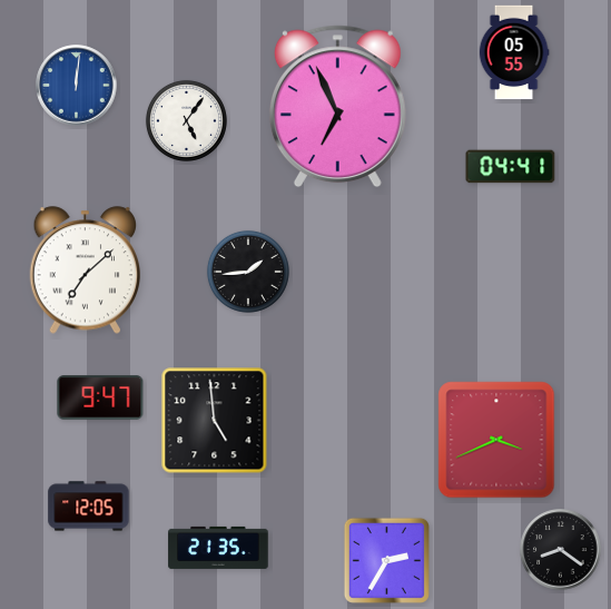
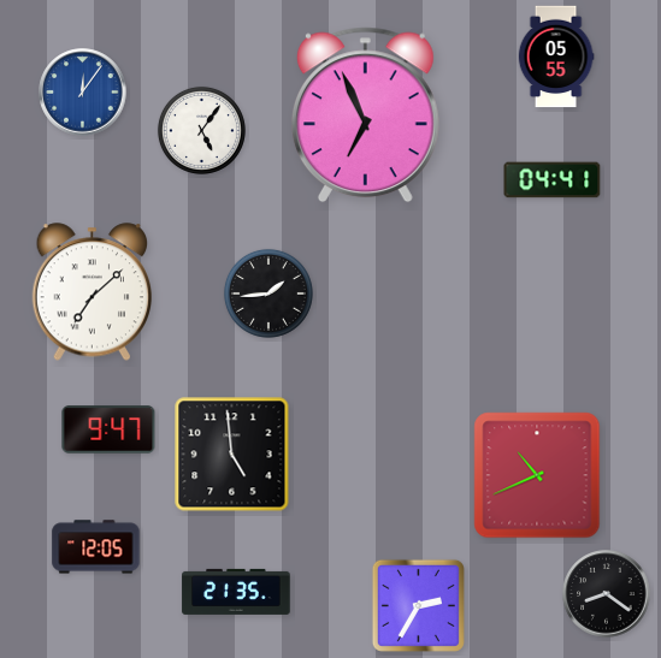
clock at (77, 86): 12:01 -> 12:06
clock at (496, 440): 3:41 -> 10:41
